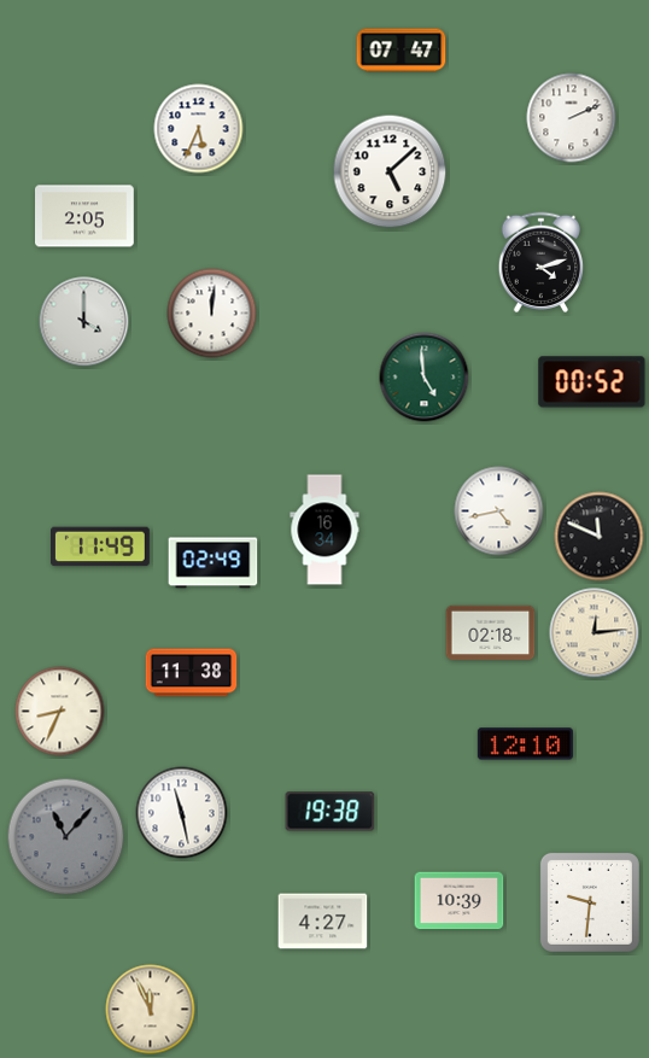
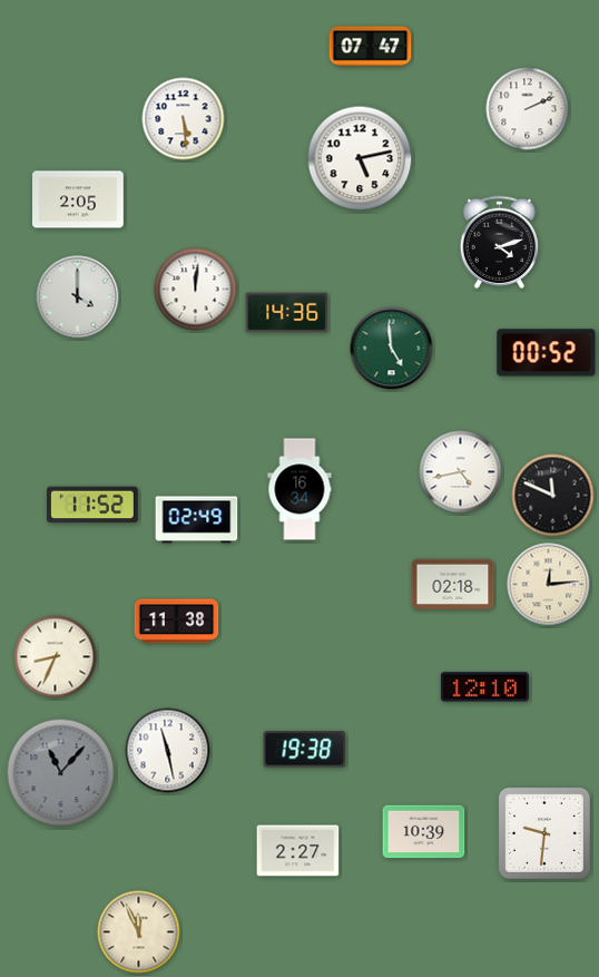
clock at (199, 129): 5:34 -> 5:29
clock at (390, 171): 5:08 -> 5:13
clock at (287, 313): none -> 14:36
clock at (101, 546): 11:49 -> 11:52
clock at (323, 922): 4:27 -> 2:27
